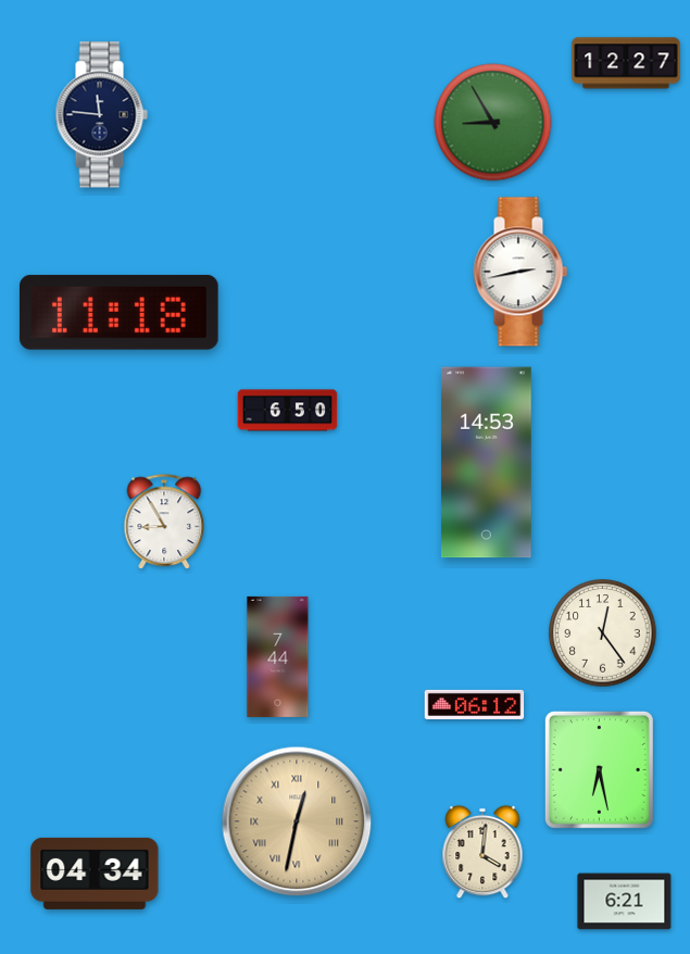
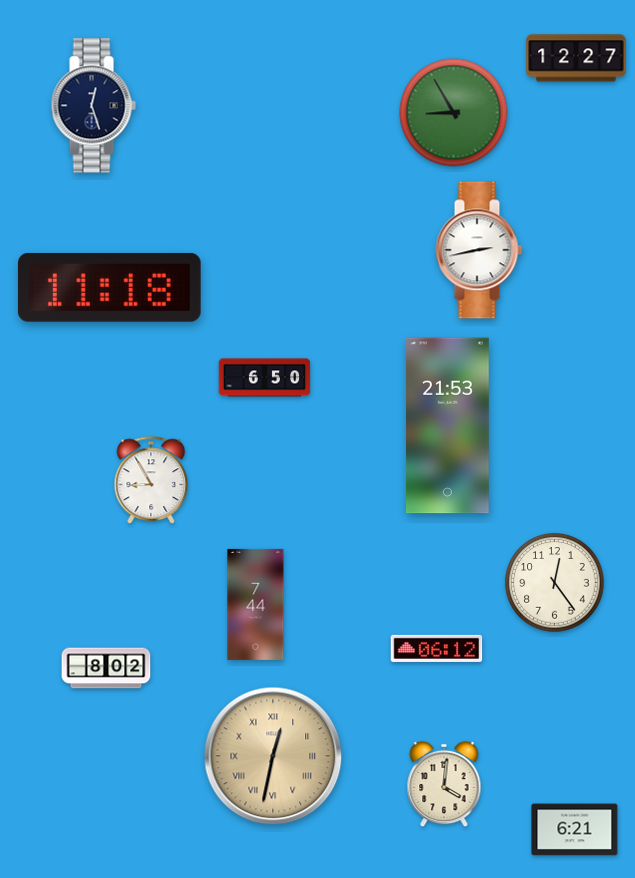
clock at (101, 115): 11:46 -> 12:27
clock at (486, 463): 14:53 -> 21:53
clock at (106, 668): none -> 8:02
clock at (599, 769): 6:28 -> none
clock at (95, 874): 04:34 -> none
